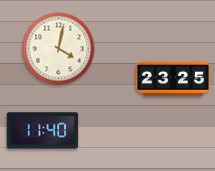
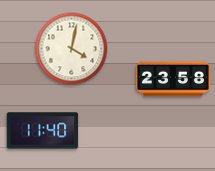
clock at (59, 49) position: (59, 49) -> (72, 49)
clock at (173, 79): 23:25 -> 23:58
